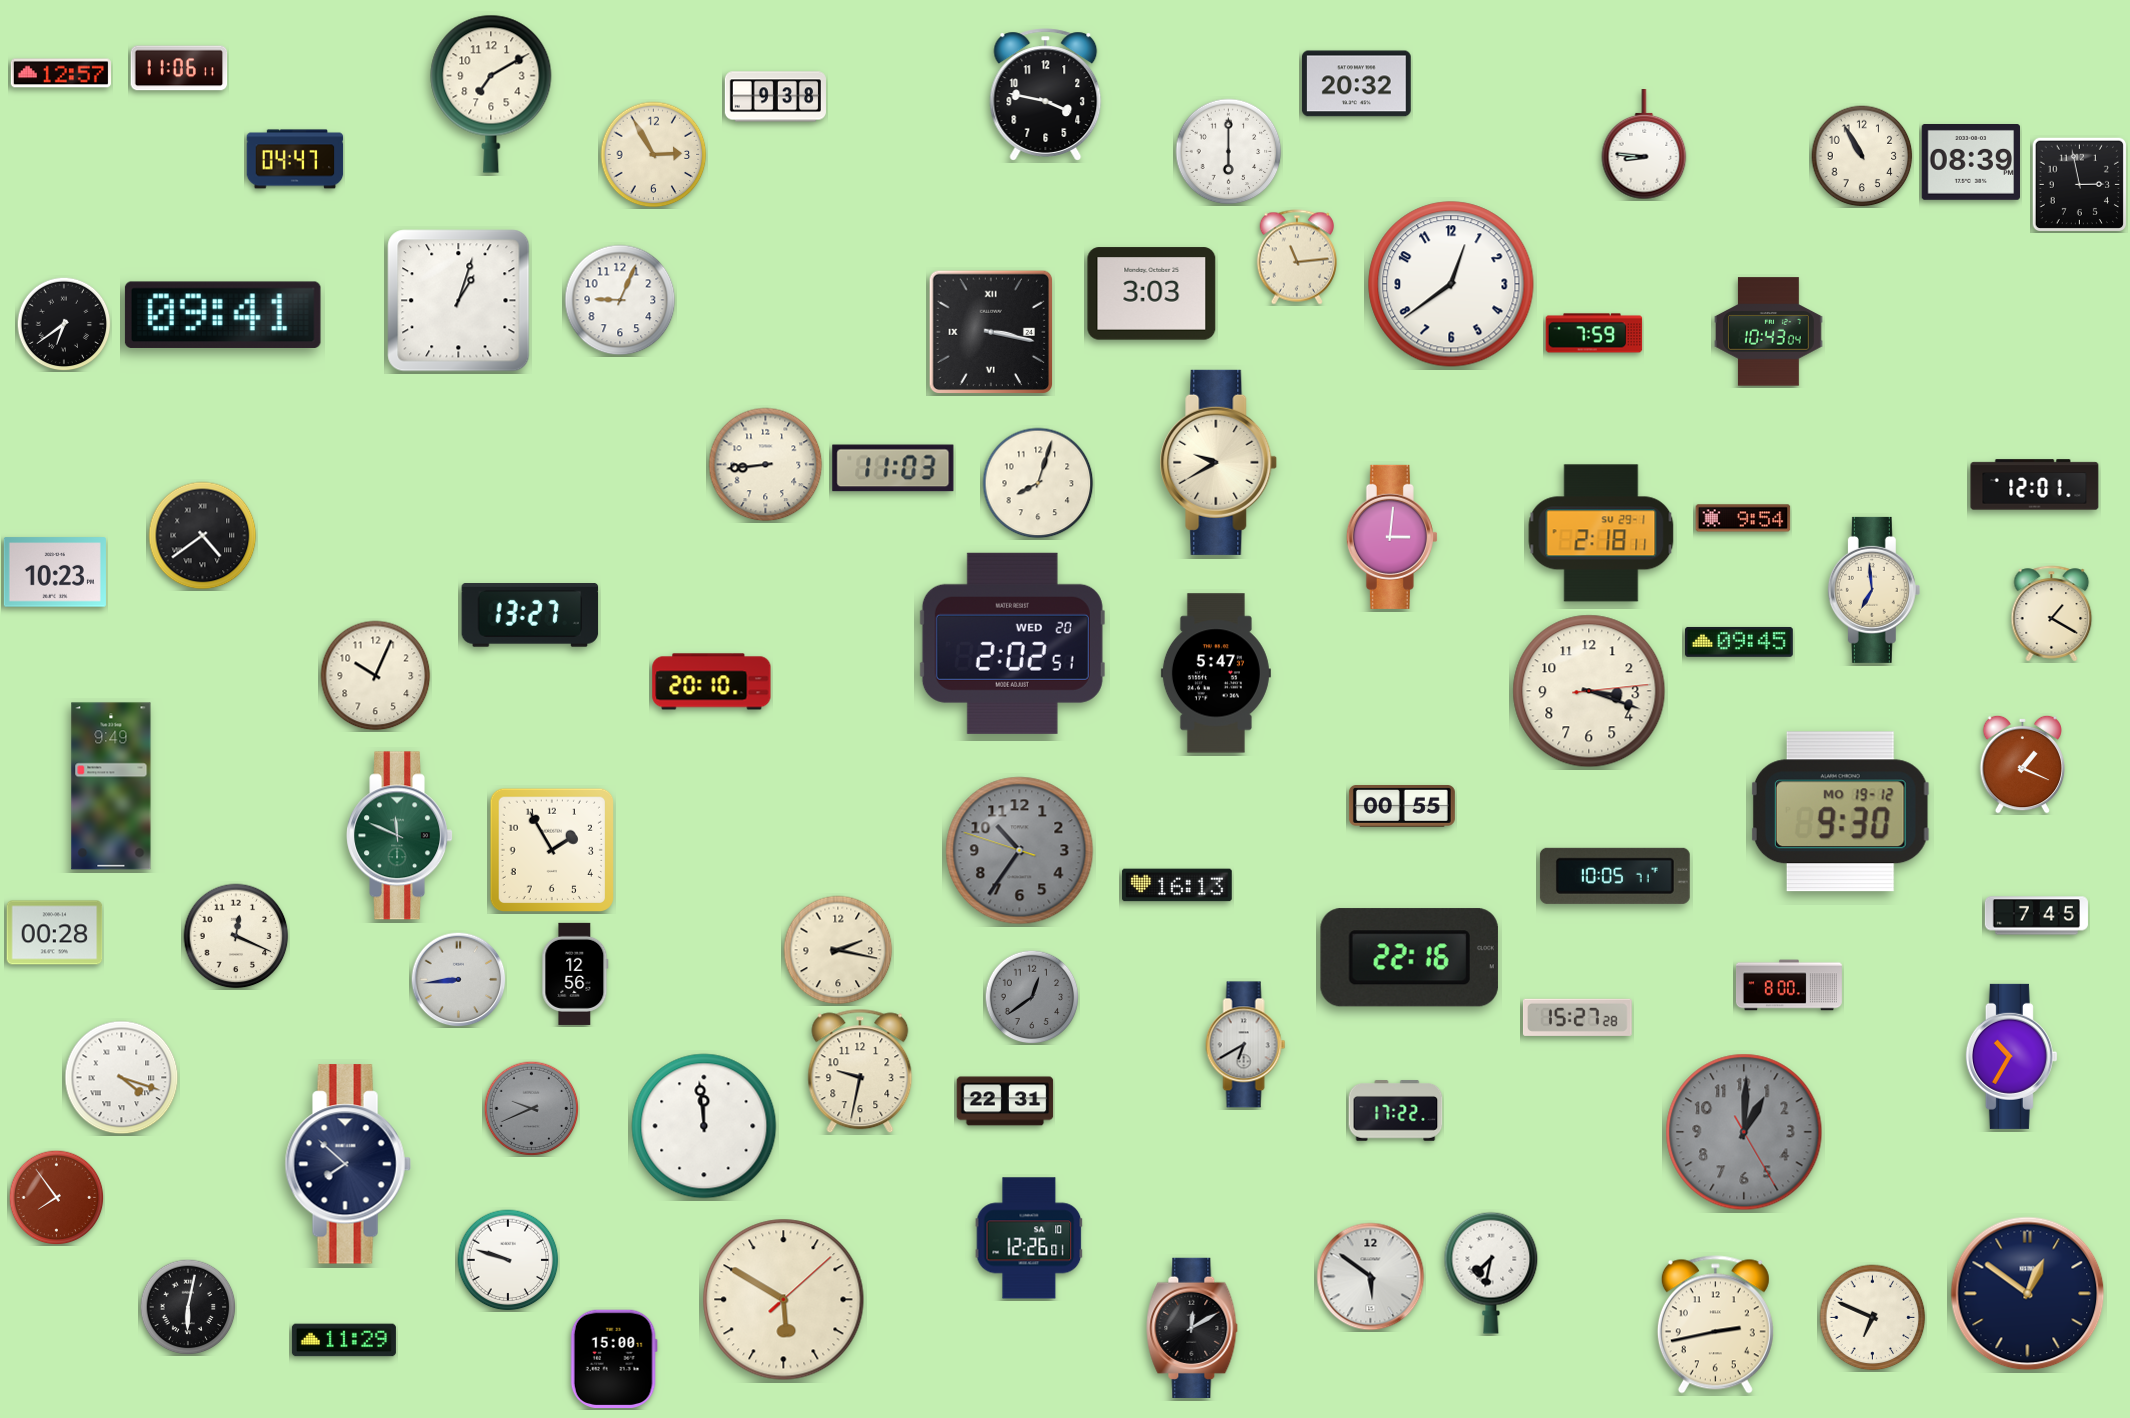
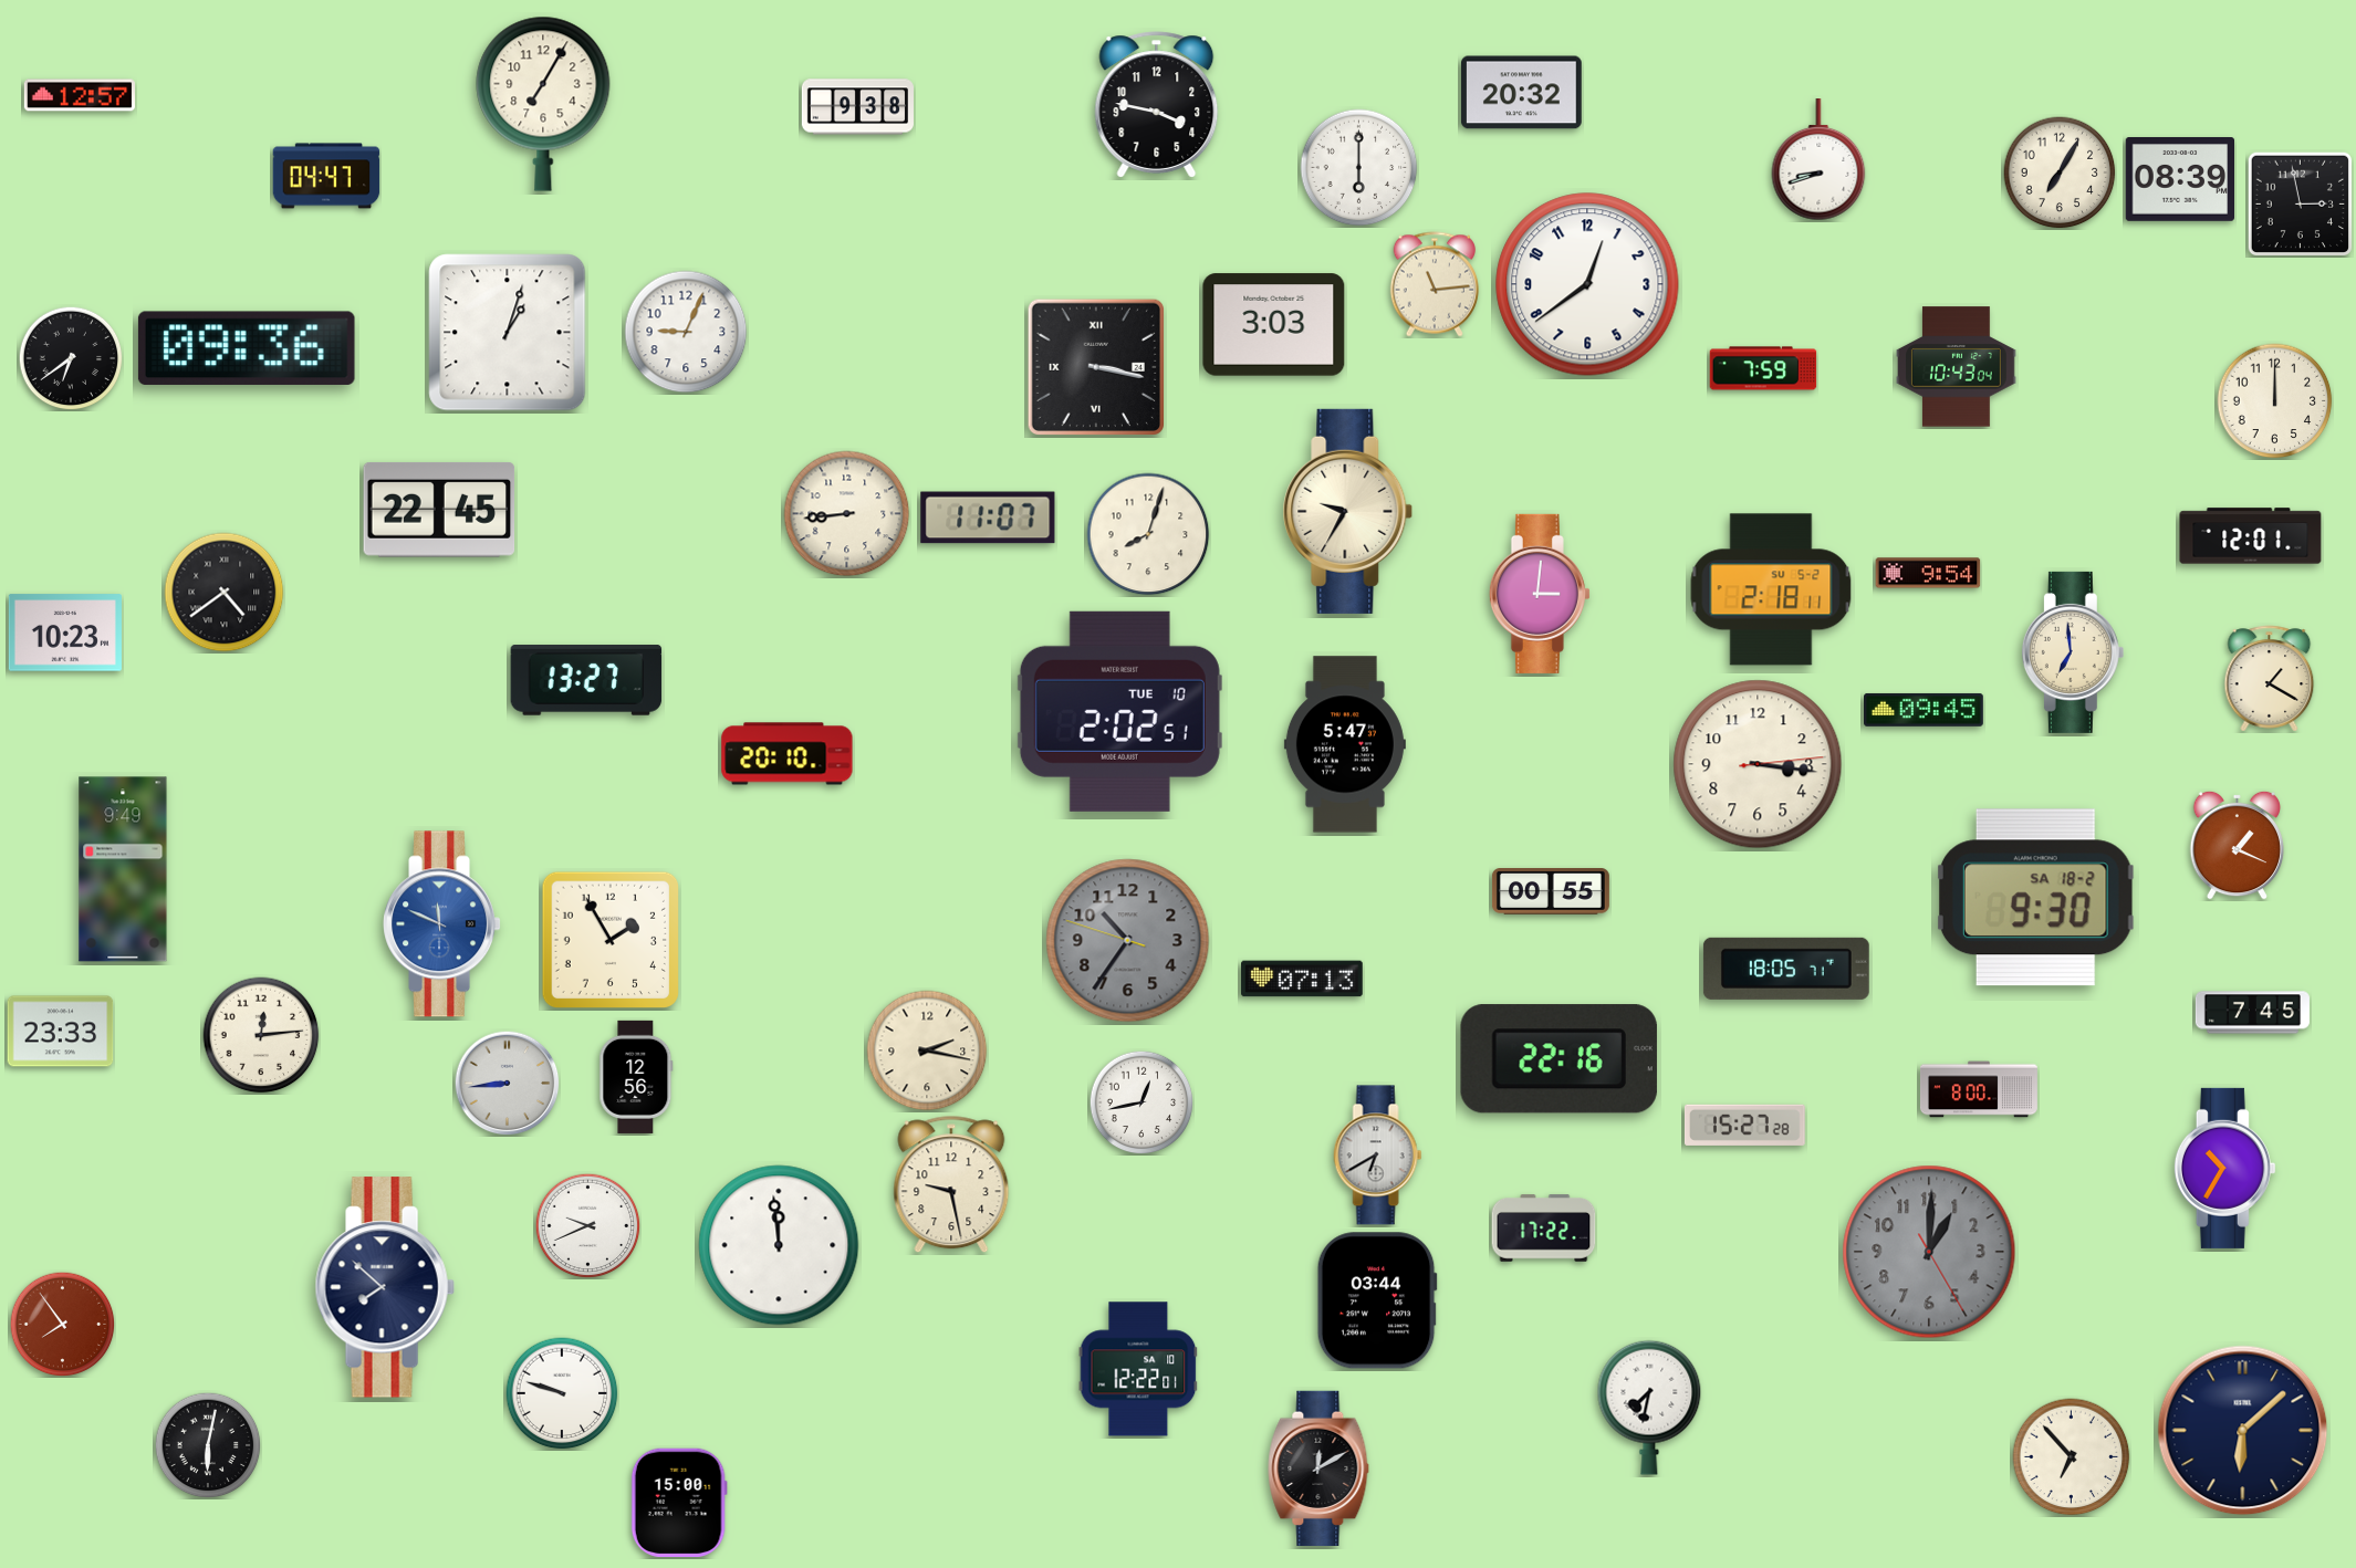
clock at (179, 68): 11:06 -> none
clock at (61, 73) position: (61, 73) -> (80, 95)
clock at (1356, 84) position: (1356, 84) -> (1521, 93)
clock at (491, 94): 7:10 -> 7:05
clock at (1644, 145): 8:46 -> 8:42
clock at (654, 155): 2:55 -> none
clock at (1862, 156): 10:55 -> 7:05
clock at (1451, 284) position: (1451, 284) -> (1587, 284)
clock at (223, 315): 09:41 -> 09:36
clock at (2275, 401): none -> 12:00
clock at (439, 510): none -> 22:45
clock at (1219, 462): 9:40 -> 9:35
clock at (893, 468): 11:03 -> 11:07
clock at (1601, 533) date: SU 29-1 -> SU 5-2
clock at (55, 572) position: (55, 572) -> (65, 633)
clock at (1012, 643) date: WED 20 -> TUE 10
clock at (376, 676): 10:04 -> none
clock at (1589, 691): 3:18 -> 3:16
clock at (1840, 812) date: MO 19-12 -> SA 18-2
clock at (399, 836) dial: green -> blue
clock at (1615, 876): 10:05 -> 18:05
clock at (1177, 885): 16:13 -> 07:13
clock at (55, 933): 00:28 -> 23:33
clock at (236, 936): 12:19 -> 12:14
clock at (1032, 997): 12:39 -> 12:43
clock at (1032, 997) dial: grey -> white
clock at (860, 1071): 9:32 -> 9:28
clock at (122, 1078): 4:18 -> none
clock at (1005, 1101): 22:31 -> none
clock at (531, 1108) dial: grey -> white
clock at (1377, 1300): none -> 03:44
clock at (1029, 1238): 12:26 -> 12:22
clock at (1371, 1277): 5:51 -> none
clock at (2028, 1294): 12:51 -> 6:08
clock at (784, 1300): 5:50 -> none
clock at (1873, 1318): 6:49 -> 6:53
clock at (1715, 1325): 2:43 -> none
clock at (344, 1340): 11:29 -> none
